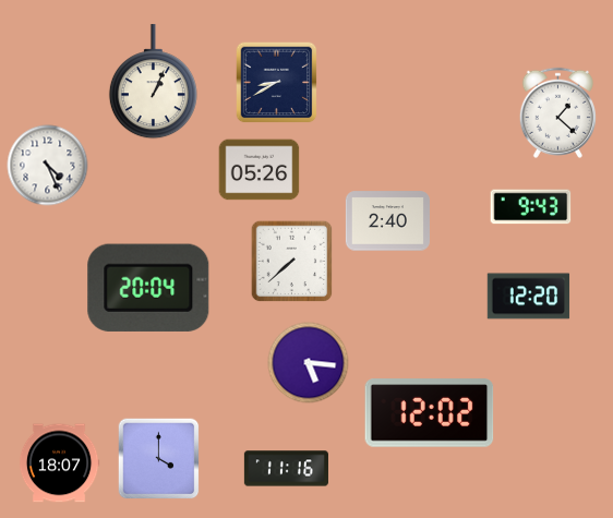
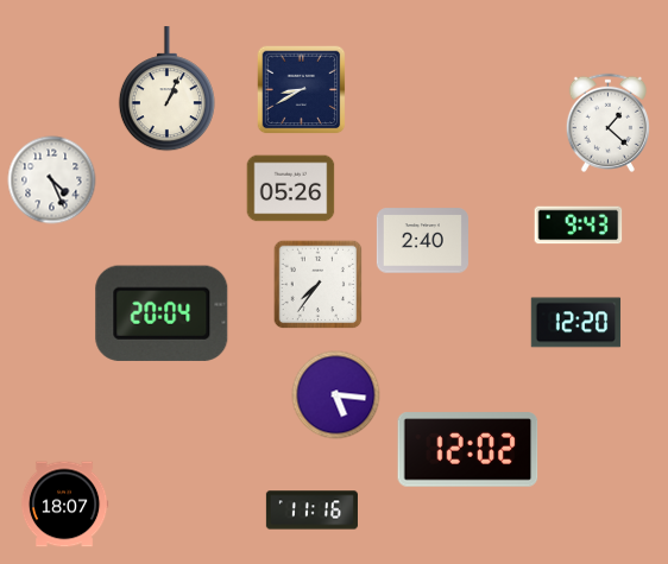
clock at (260, 170) position: (260, 170) -> (291, 189)
clock at (292, 262): 7:38 -> 7:36
clock at (159, 459): 4:00 -> none
